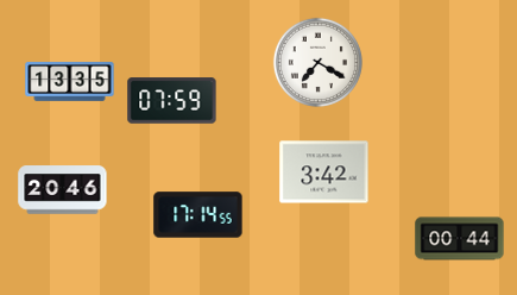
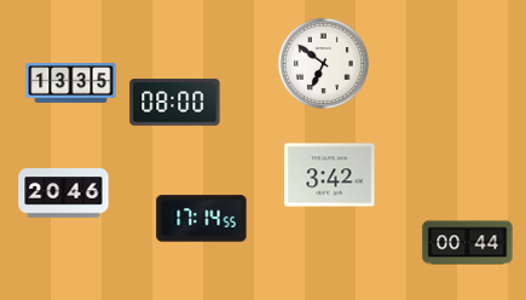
clock at (317, 62): 7:20 -> 6:51
clock at (172, 101): 07:59 -> 08:00
